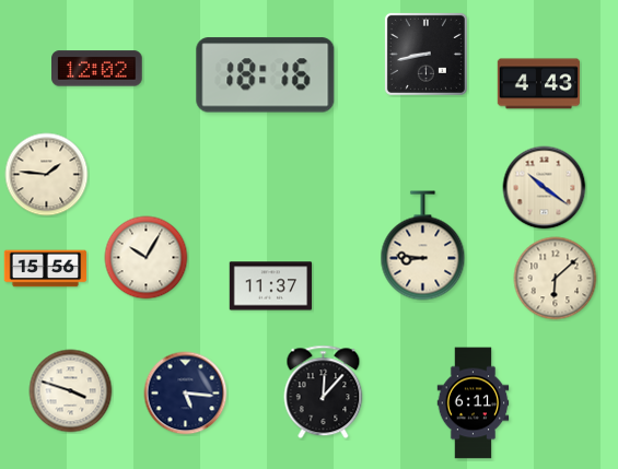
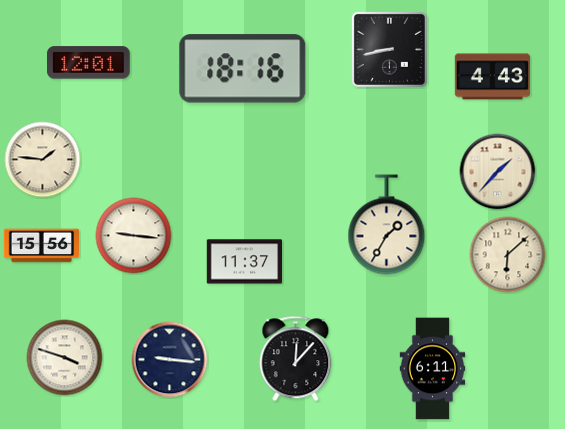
clock at (97, 69): 12:02 -> 12:01
clock at (545, 188): 10:21 -> 1:37
clock at (423, 246): 8:46 -> 1:35
clock at (147, 258): 10:05 -> 9:16
clock at (271, 286) position: (271, 286) -> (245, 262)
clock at (186, 394): 5:16 -> 9:16
